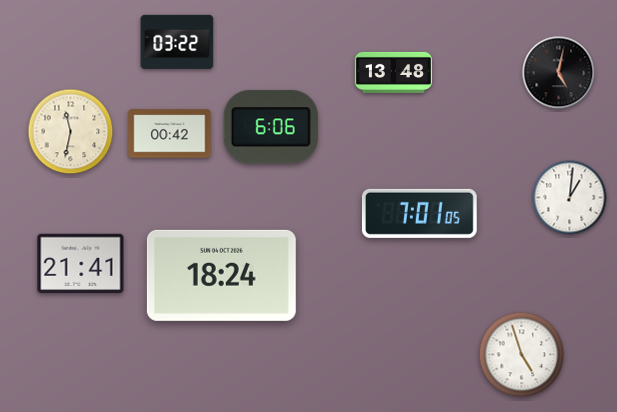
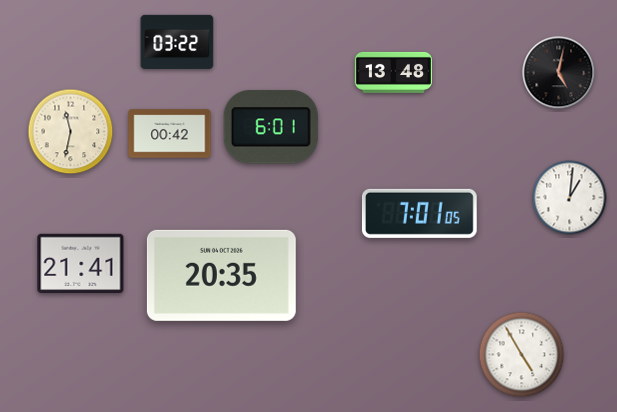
clock at (271, 127): 6:06 -> 6:01
clock at (221, 275): 18:24 -> 20:35
clock at (522, 355): 4:57 -> 4:55
